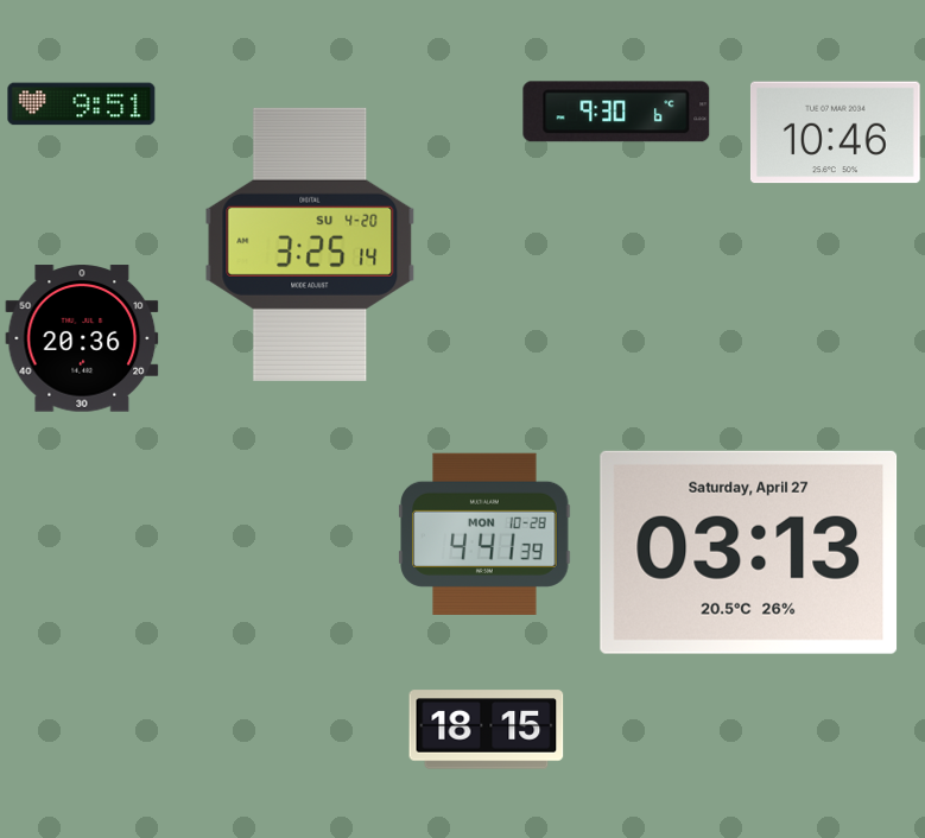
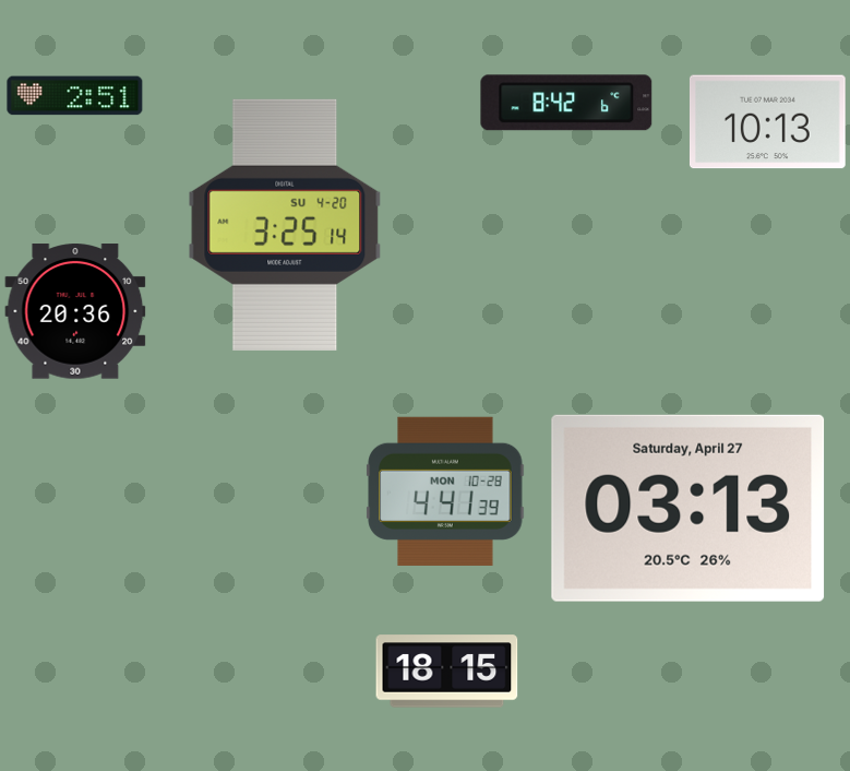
clock at (82, 104): 9:51 -> 2:51
clock at (616, 112): 9:30 -> 8:42
clock at (835, 133): 10:46 -> 10:13
